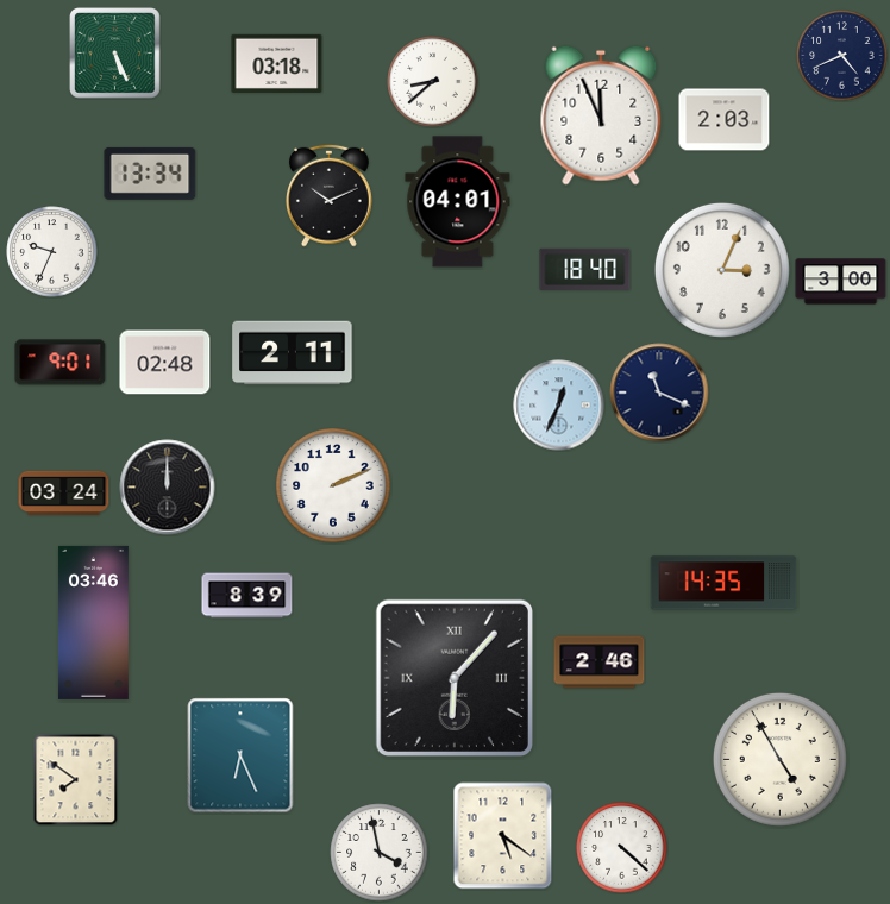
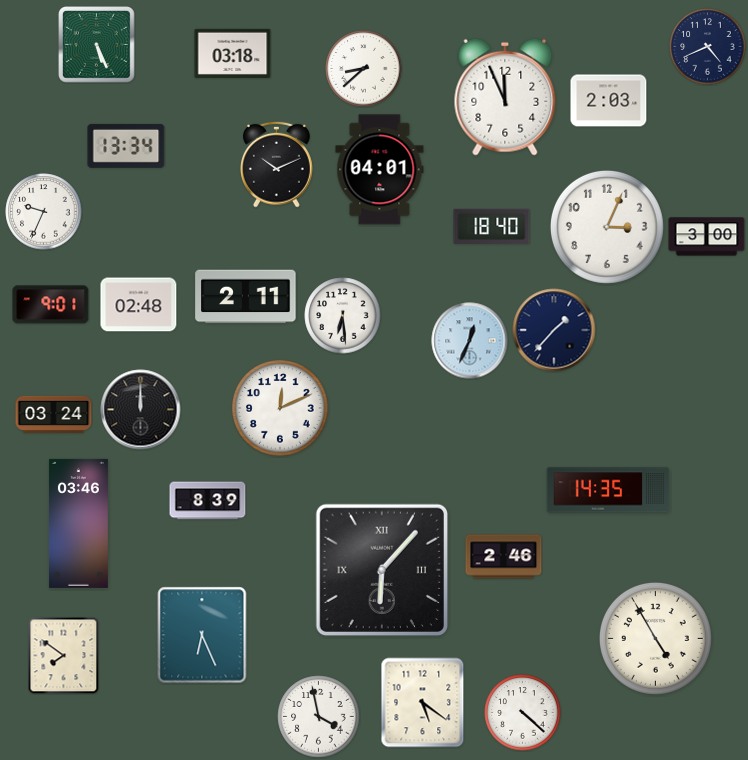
clock at (458, 202) position: (458, 202) -> (380, 170)
clock at (343, 316): none -> 6:29
clock at (659, 393): 11:19 -> 1:37
clock at (333, 485): 2:11 -> 12:11
